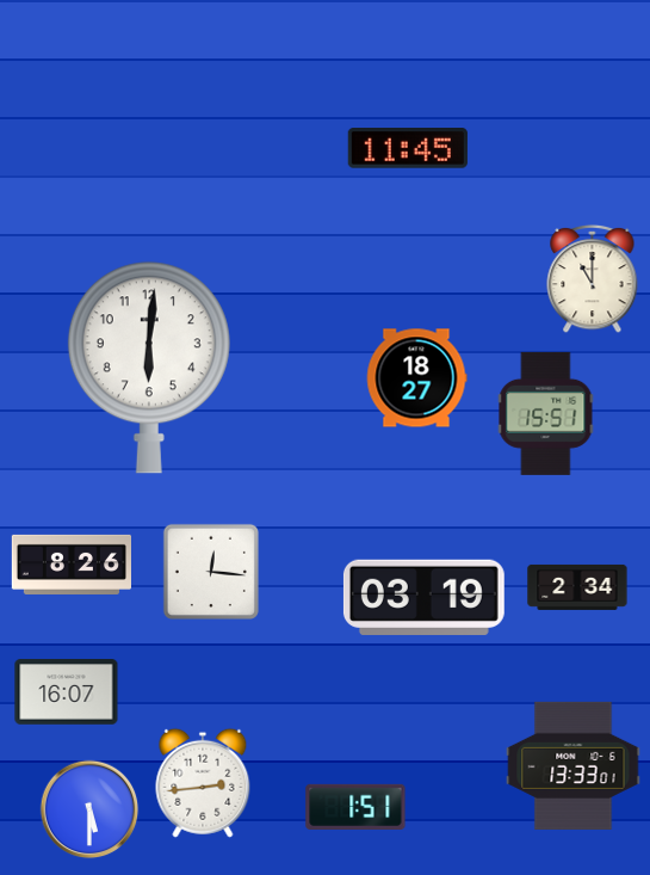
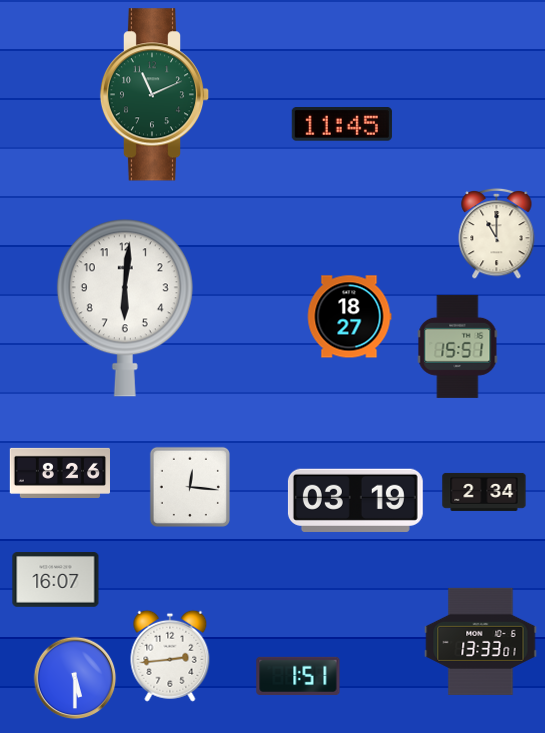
clock at (155, 95): none -> 11:11
clock at (211, 572) position: (211, 572) -> (190, 487)
